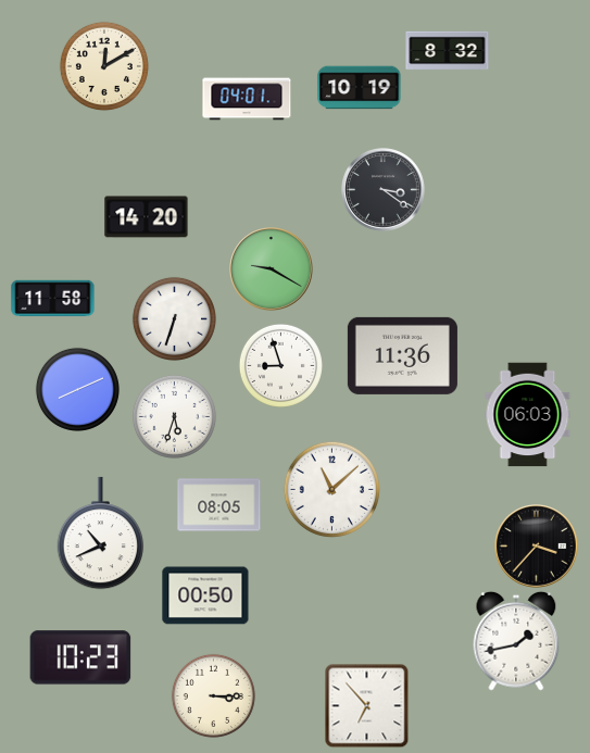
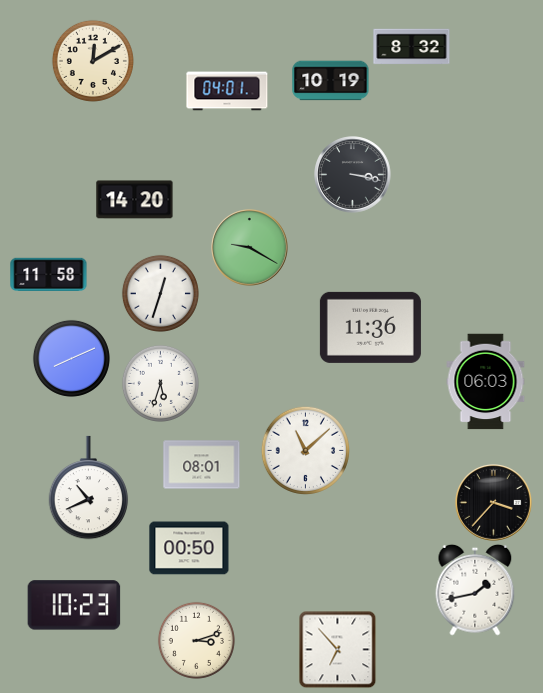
clock at (104, 66) position: (104, 66) -> (93, 61)
clock at (384, 190): 3:21 -> 3:17
clock at (174, 318): 6:33 -> 12:33
clock at (280, 365): 8:57 -> none
clock at (219, 505): 08:05 -> 08:01
clock at (101, 534) position: (101, 534) -> (89, 488)
clock at (213, 695): 3:15 -> 3:12
